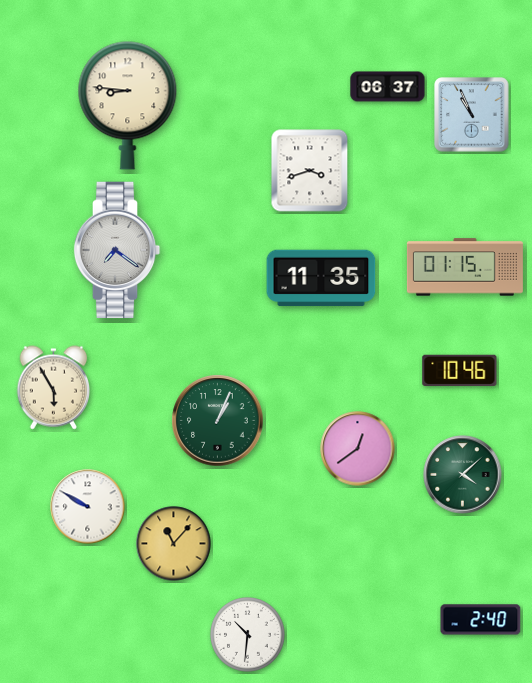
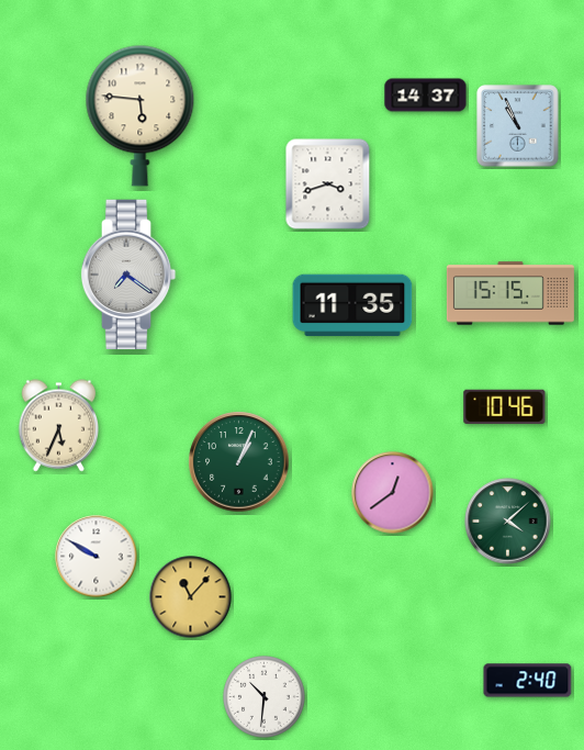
clock at (388, 87): 06:37 -> 14:37
clock at (128, 105): 8:46 -> 5:46
clock at (310, 171) position: (310, 171) -> (328, 184)
clock at (465, 267): 01:15 -> 15:15
clock at (53, 388): 5:55 -> 5:34
clock at (248, 635) position: (248, 635) -> (265, 697)
